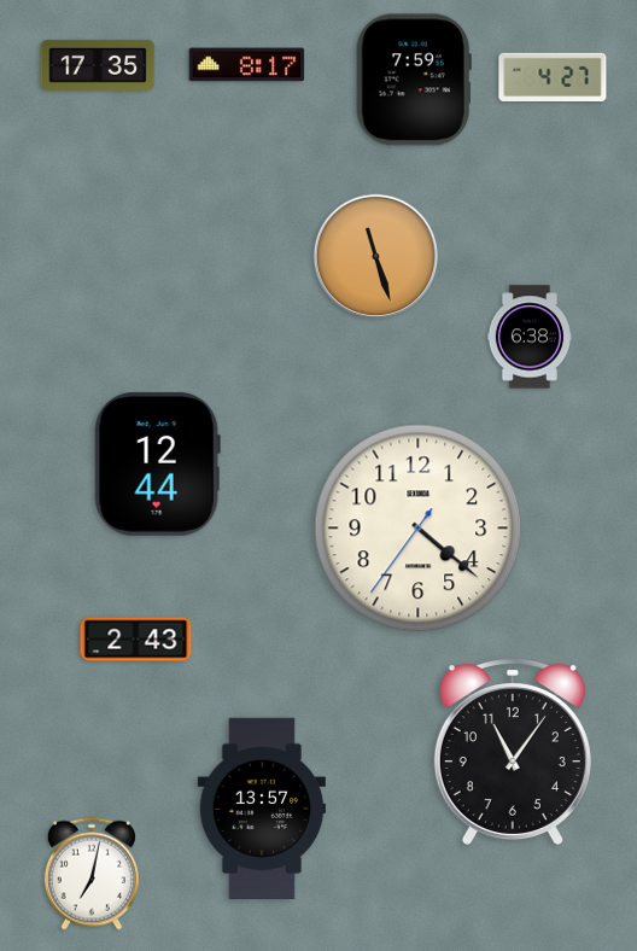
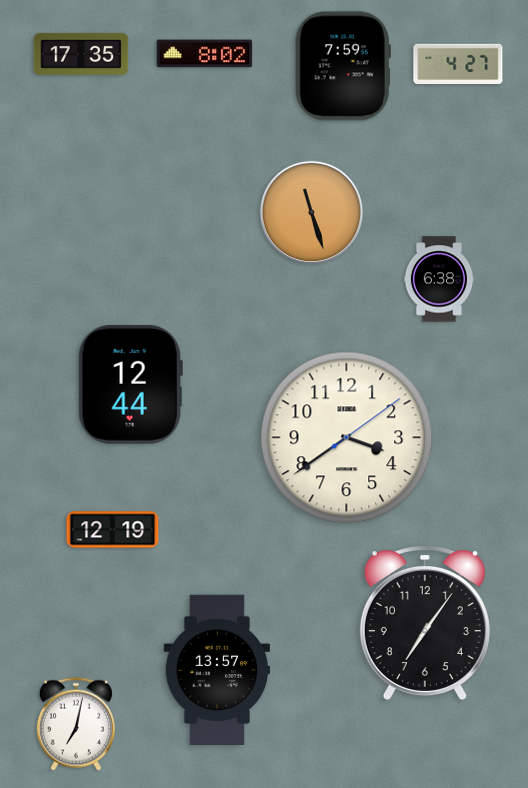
clock at (247, 65): 8:17 -> 8:02
clock at (419, 529): 4:21 -> 3:39
clock at (136, 640): 2:43 -> 12:19
clock at (513, 752): 11:06 -> 7:06
